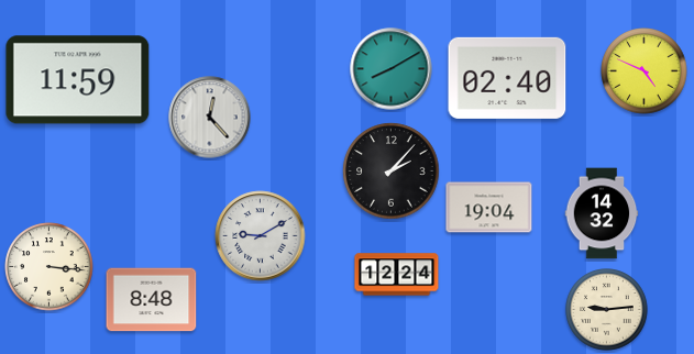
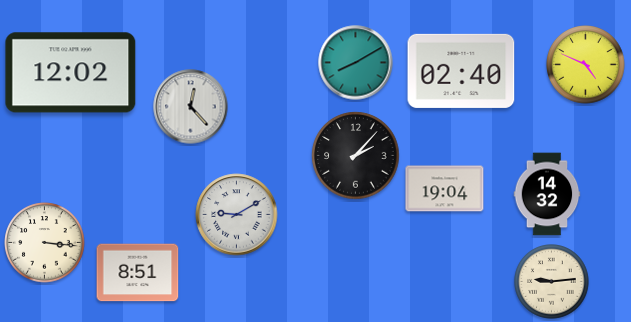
clock at (78, 80): 11:59 -> 12:02
clock at (397, 275): 12:24 -> none
clock at (152, 300): 8:48 -> 8:51
